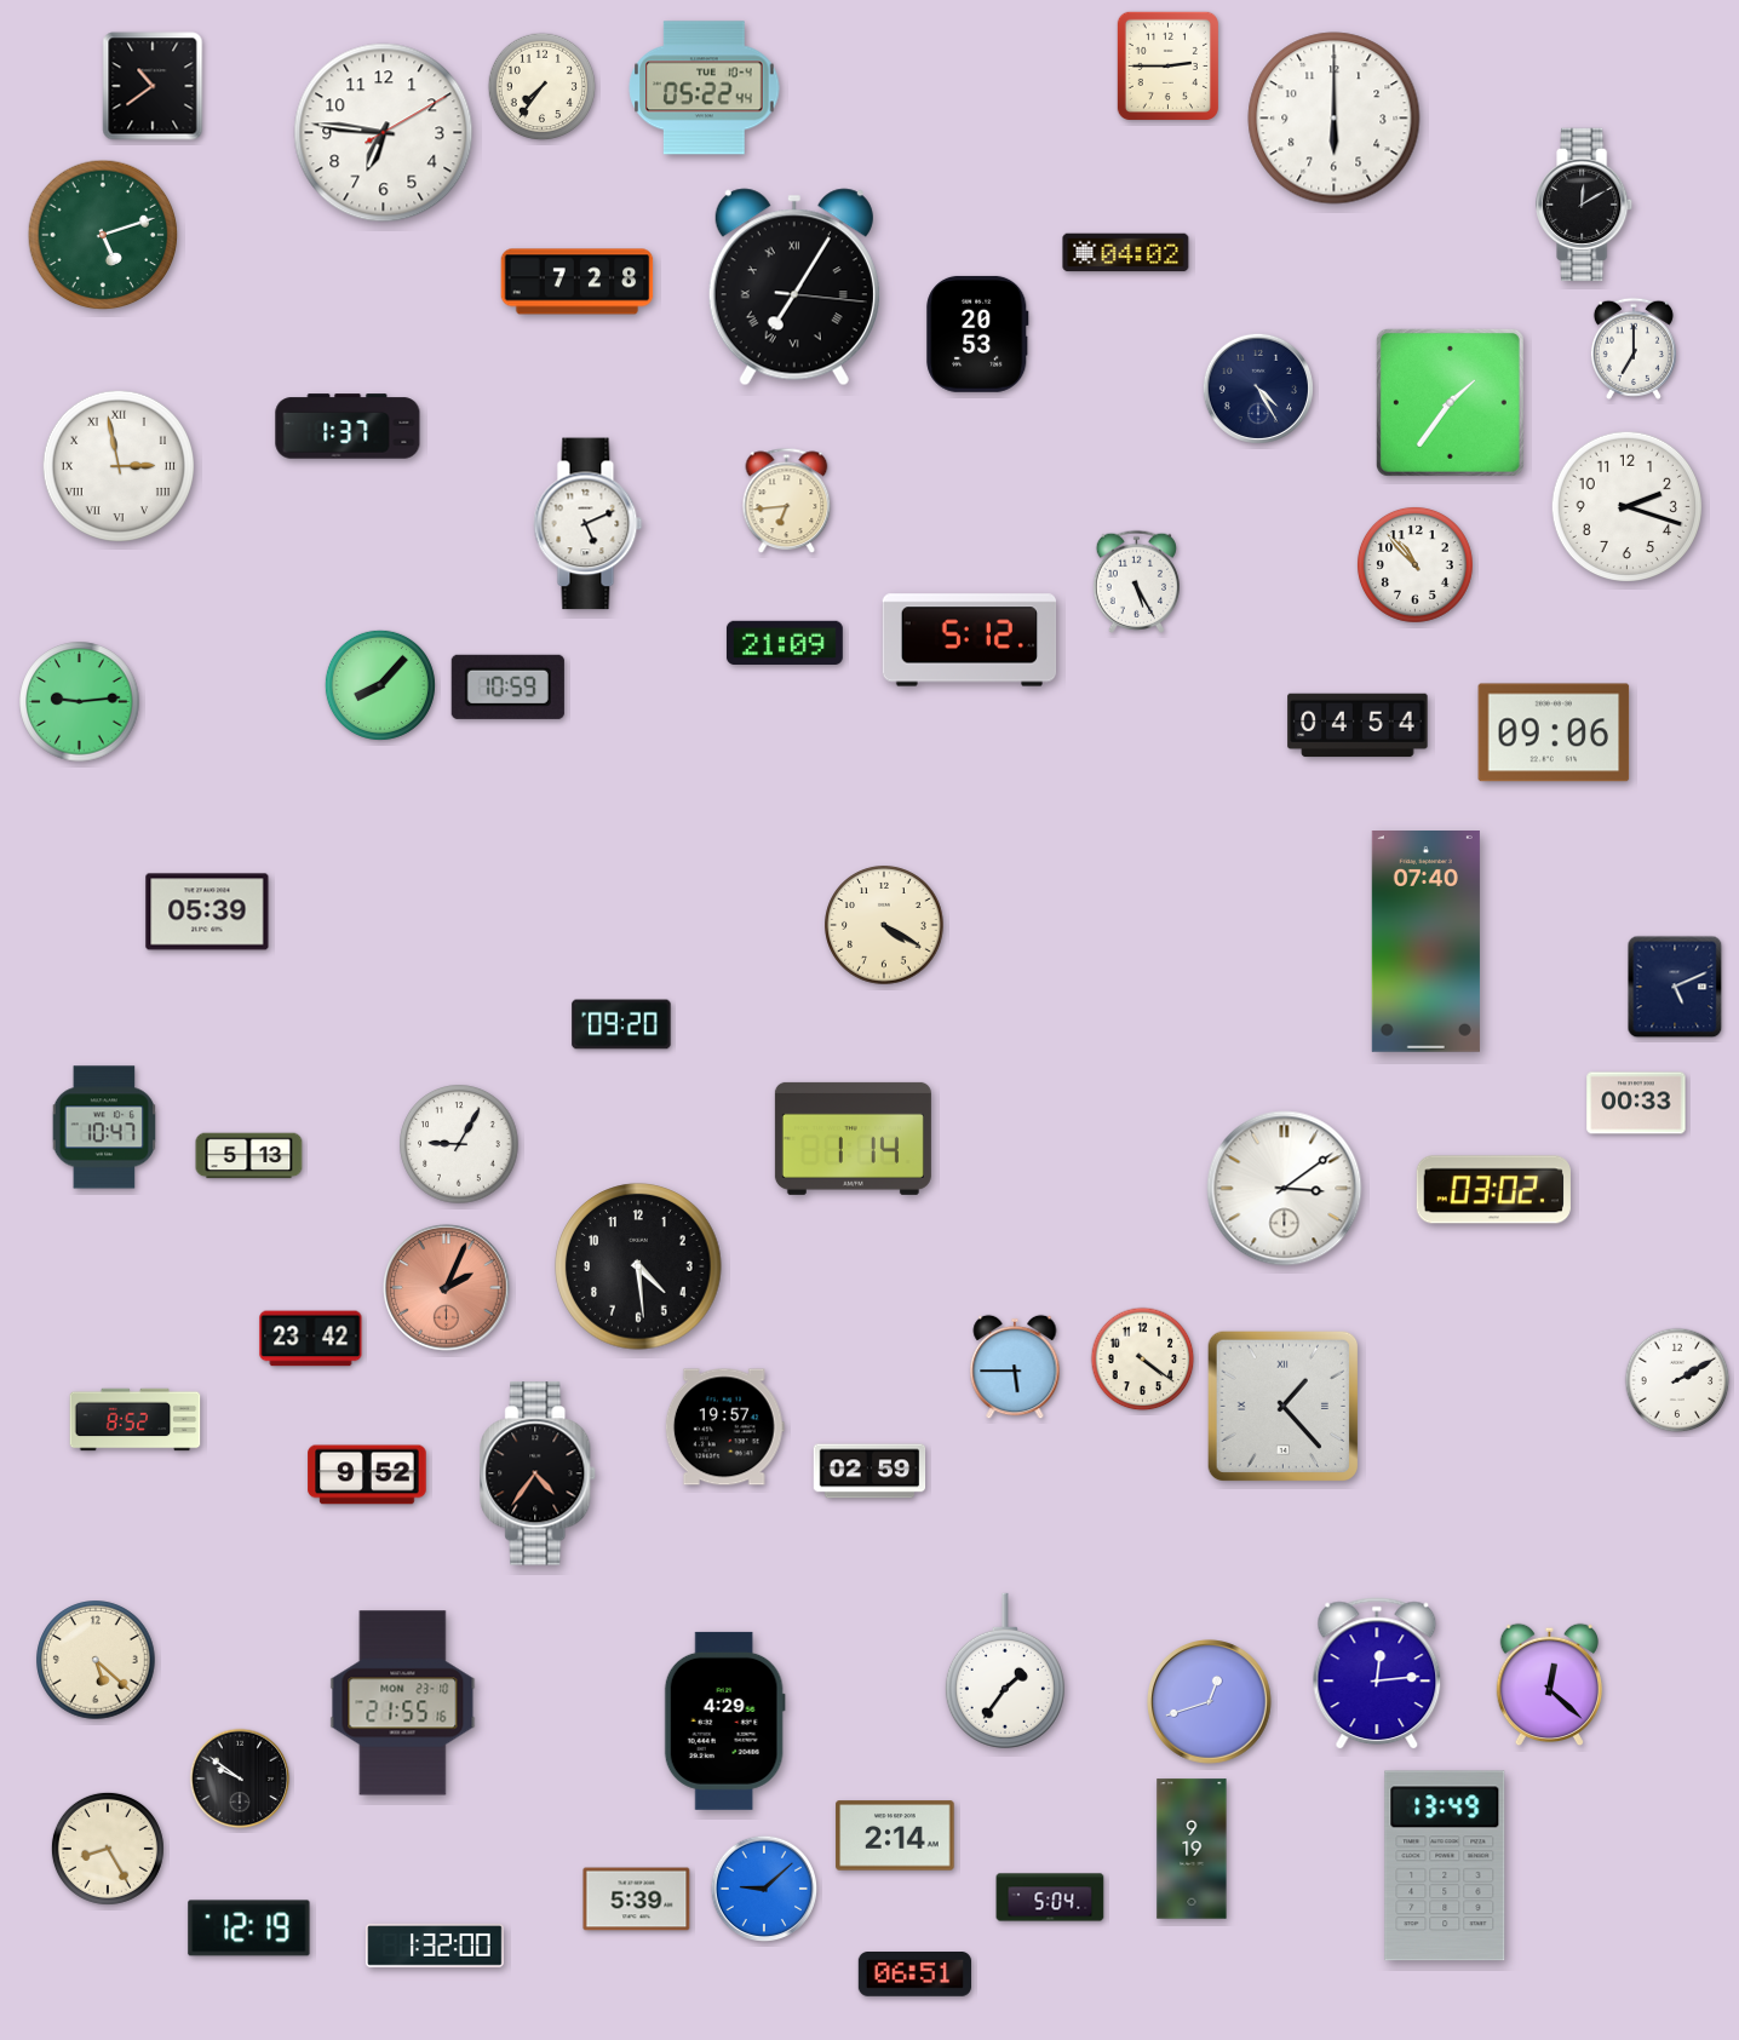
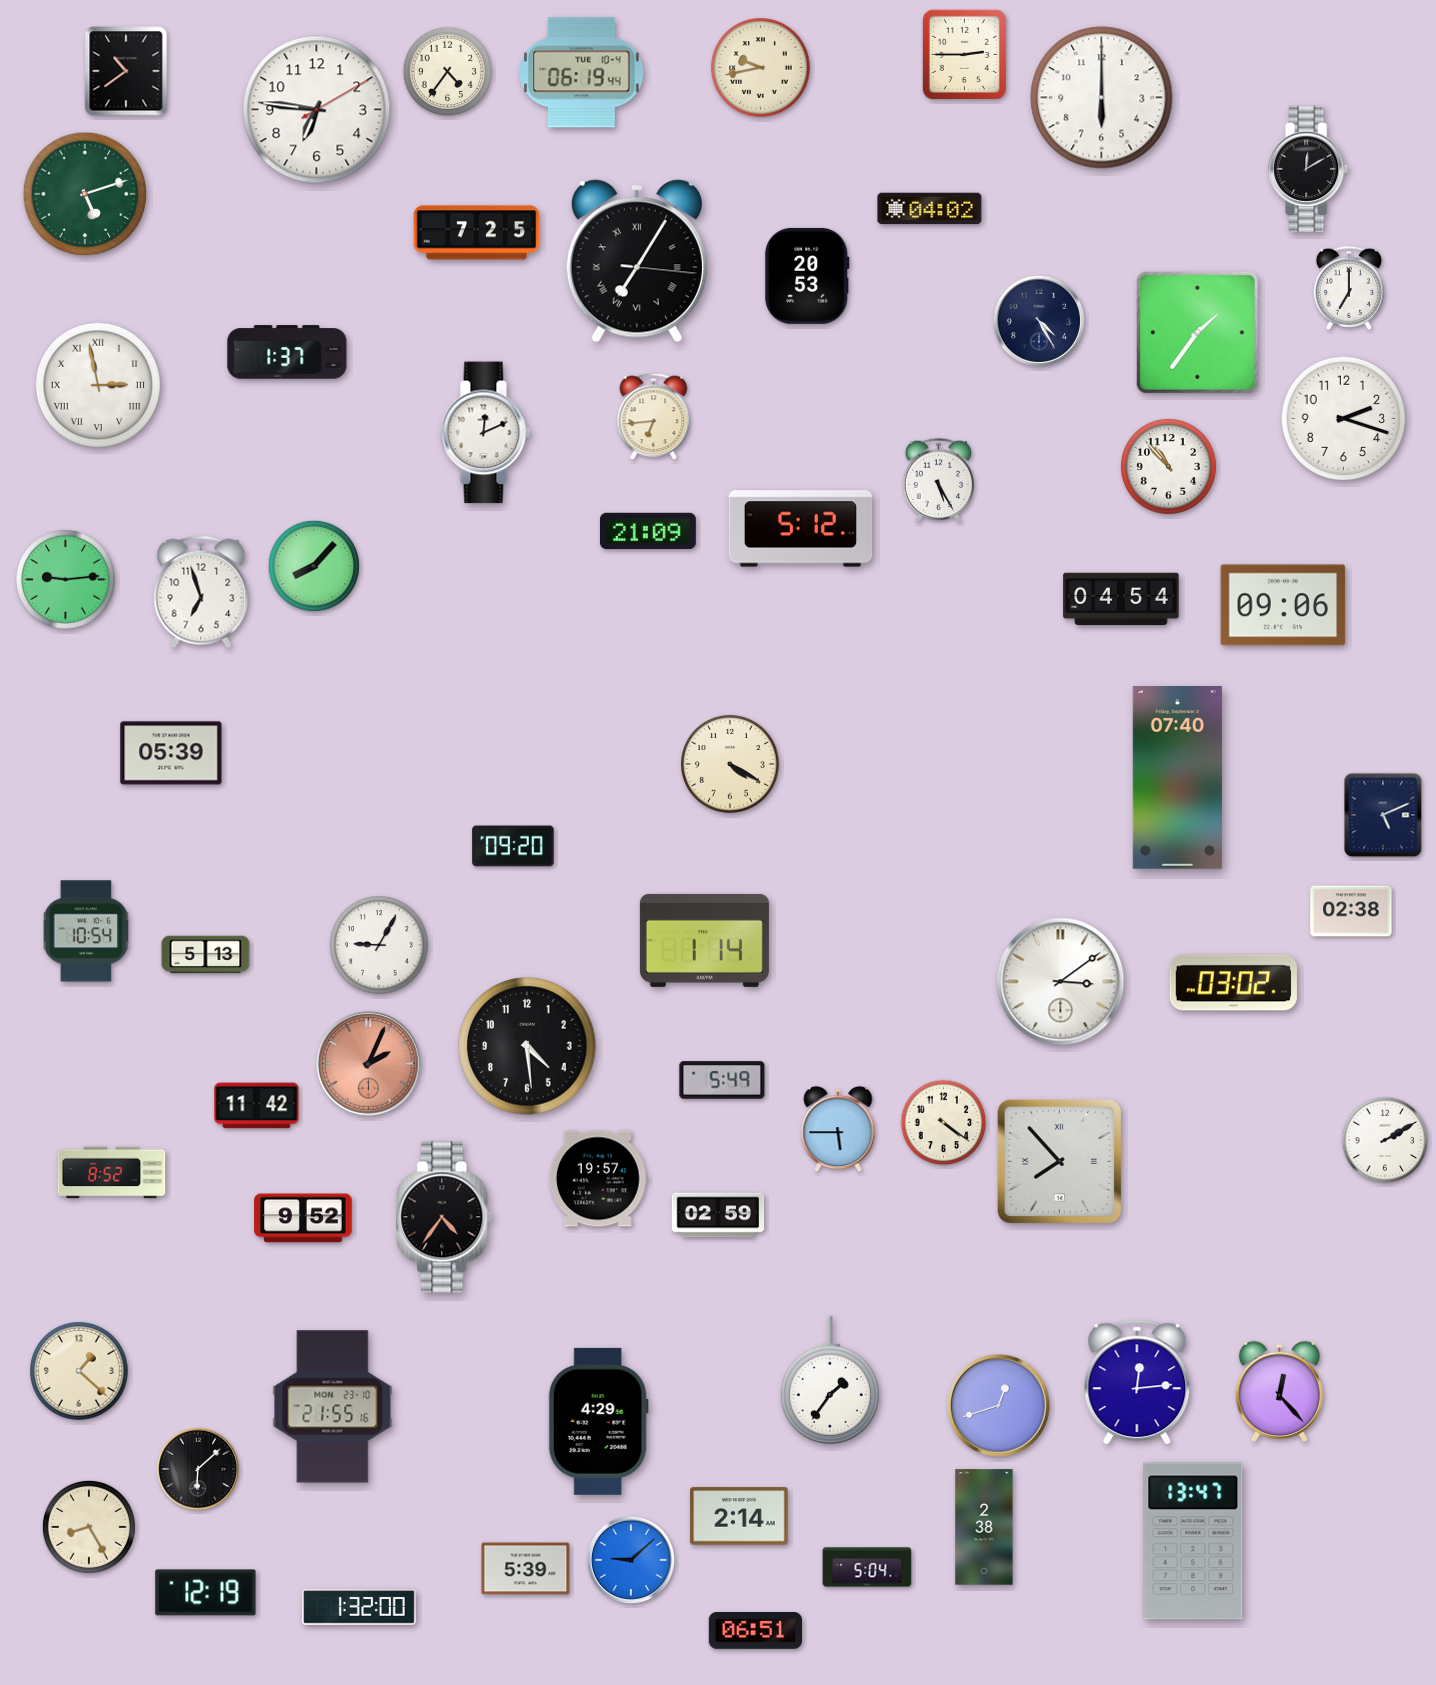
clock at (761, 68): none -> 9:43
clock at (543, 87): 7:36 -> 4:36
clock at (705, 88): 05:22 -> 06:19
clock at (578, 282): 7:28 -> 7:25
clock at (794, 287) position: (794, 287) -> (637, 261)
clock at (787, 501) position: (787, 501) -> (654, 417)
clock at (589, 524): 5:11 -> 12:11
clock at (507, 686): 10:59 -> none
clock at (201, 592): none -> 6:57
clock at (1636, 1103): 00:33 -> 02:38
clock at (104, 1127): 10:47 -> 10:54
clock at (722, 1080): none -> 5:49
clock at (311, 1339): 23:42 -> 11:42
clock at (1282, 1406): 1:23 -> 7:53
clock at (96, 1660): 5:22 -> 1:22
clock at (1549, 1685): 12:22 -> 12:23
clock at (240, 1778): 9:51 -> 6:08
clock at (1192, 1849): 9:19 -> 2:38
clock at (1445, 1866): 13:49 -> 13:47
